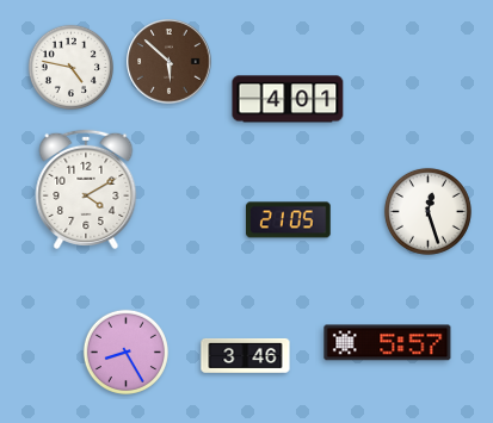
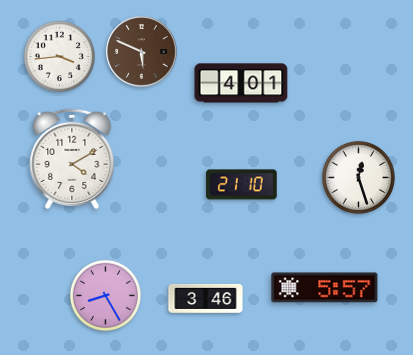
clock at (170, 62): 5:52 -> 5:49
clock at (70, 67): 4:47 -> 3:44
clock at (289, 220): 21:05 -> 21:10
